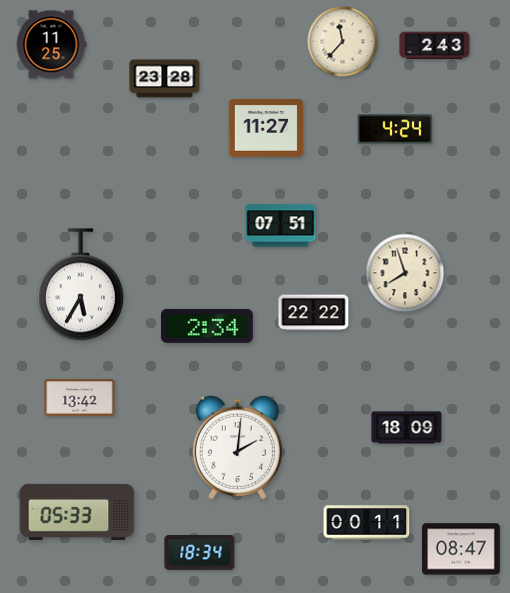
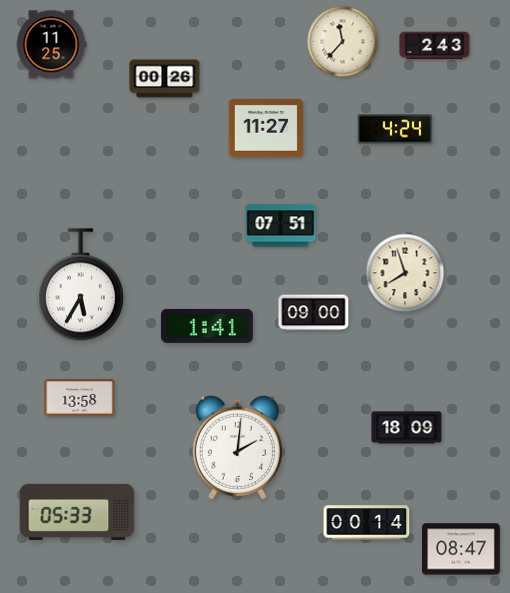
clock at (165, 79): 23:28 -> 00:26
clock at (314, 313): 22:22 -> 09:00
clock at (207, 326): 2:34 -> 1:41
clock at (80, 398): 13:42 -> 13:58
clock at (367, 523): 00:11 -> 00:14
clock at (200, 552): 18:34 -> none
